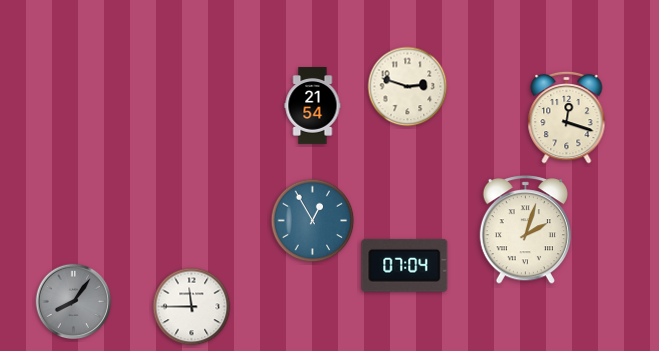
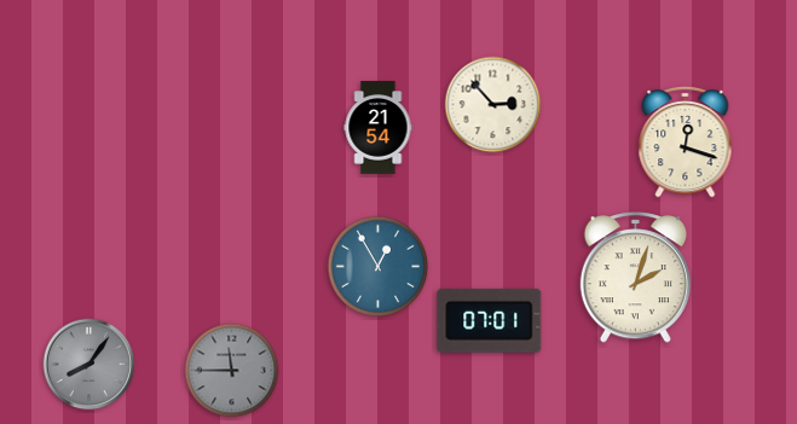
clock at (408, 87): 2:48 -> 2:53
clock at (405, 265): 07:04 -> 07:01
clock at (192, 307) dial: white -> grey
